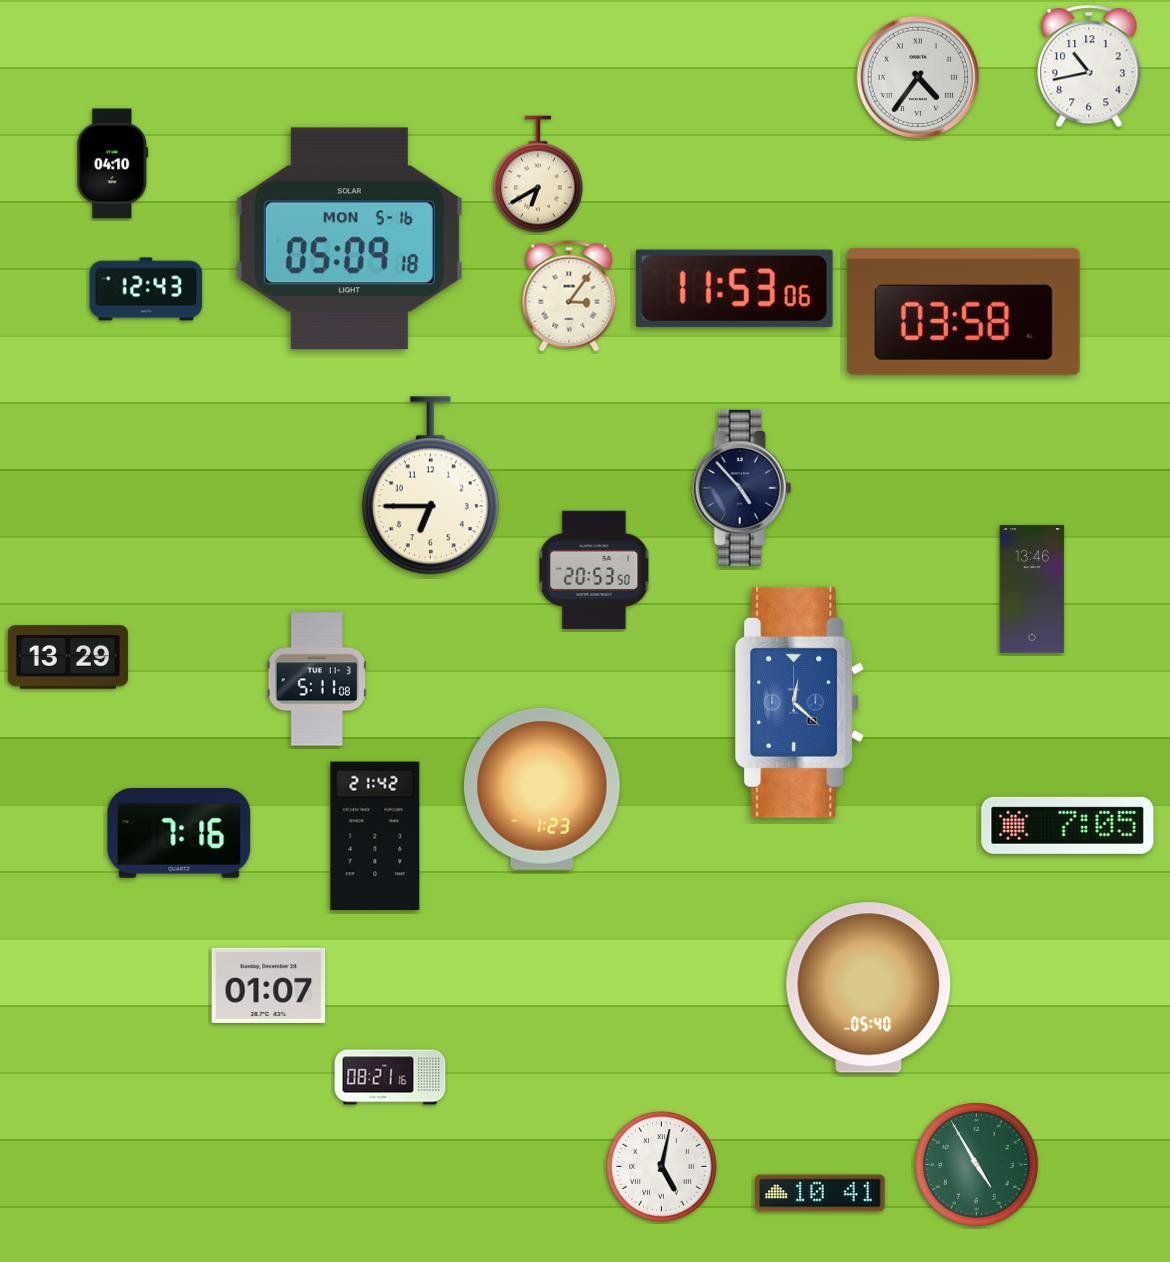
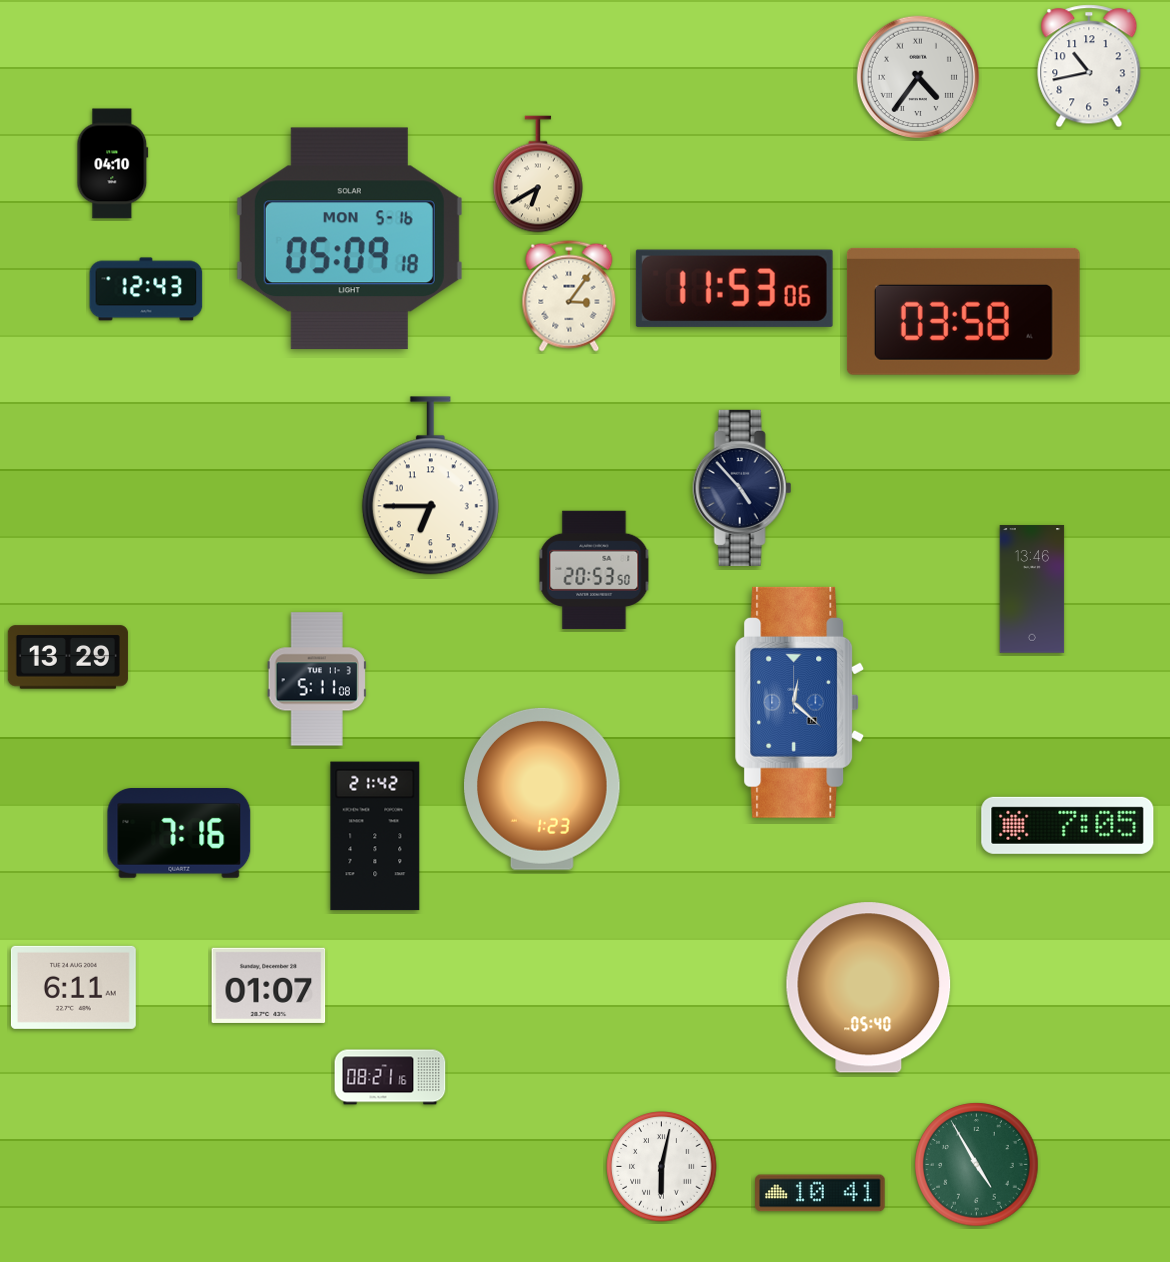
clock at (73, 987): none -> 6:11
clock at (662, 1167): 5:02 -> 6:02
